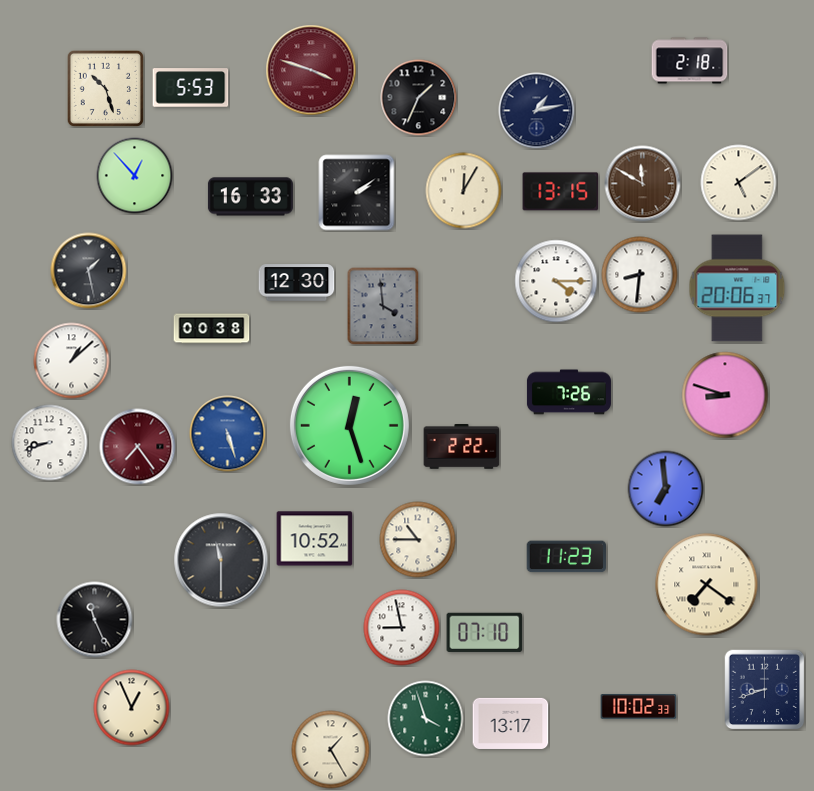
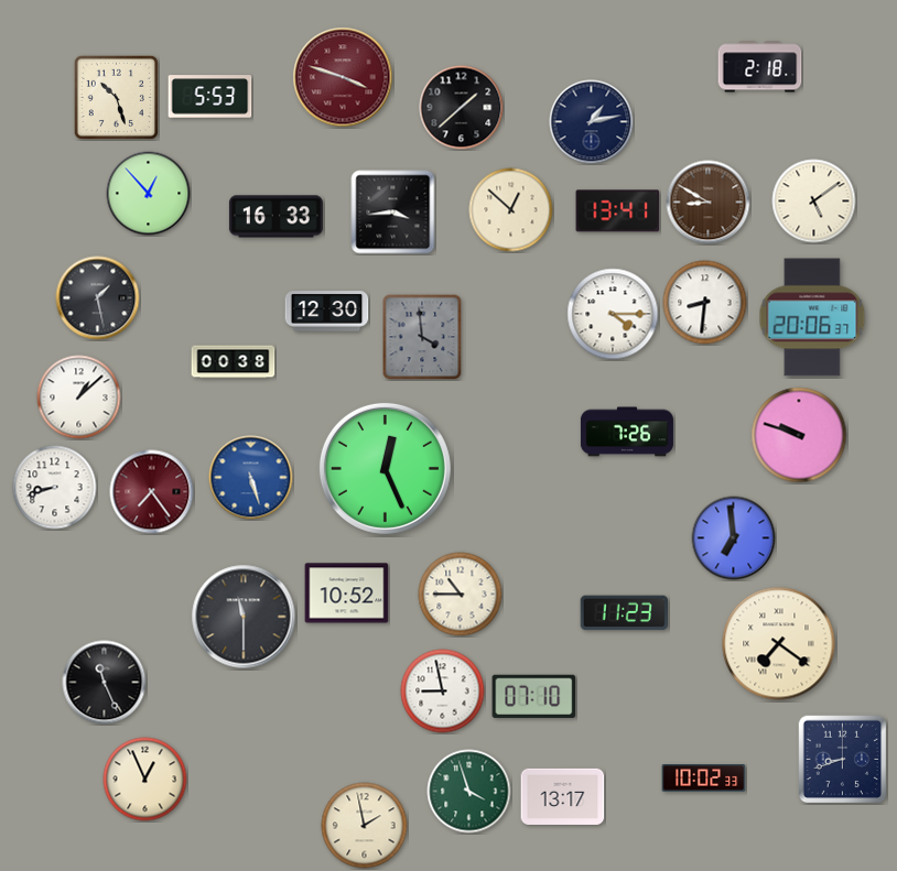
clock at (419, 98): 1:34 -> 1:38
clock at (643, 184): 11:50 -> 8:50
clock at (464, 191): 12:05 -> 12:52
clock at (561, 192): 13:15 -> 13:41
clock at (357, 193): 2:09 -> 3:44
clock at (556, 281) position: (556, 281) -> (613, 314)
clock at (725, 395): 8:48 -> 9:48
clock at (349, 425): 12:27 -> 12:26
clock at (462, 447): 2:22 -> none
clock at (331, 750): 1:25 -> 1:58
